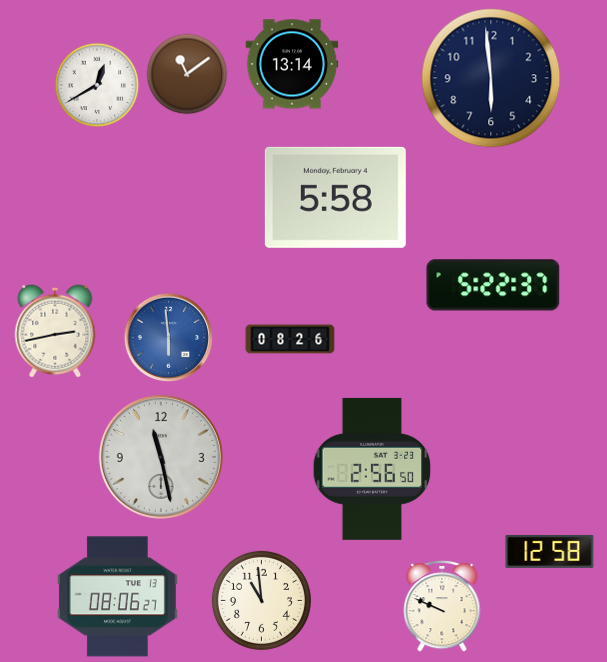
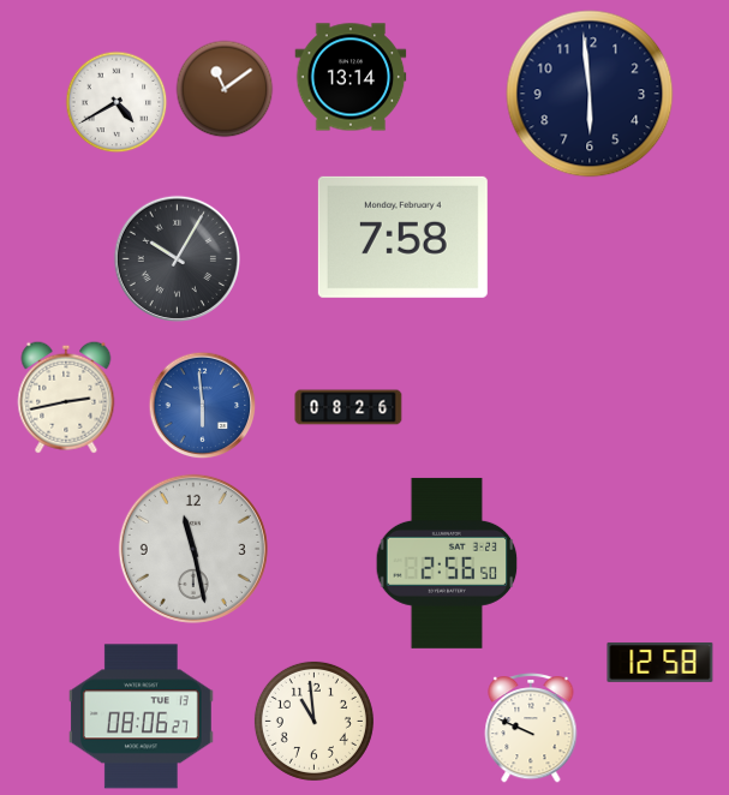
clock at (97, 85): 12:40 -> 4:40
clock at (335, 197): 5:58 -> 7:58
clock at (177, 258): none -> 10:05
clock at (493, 285): 5:22 -> none
